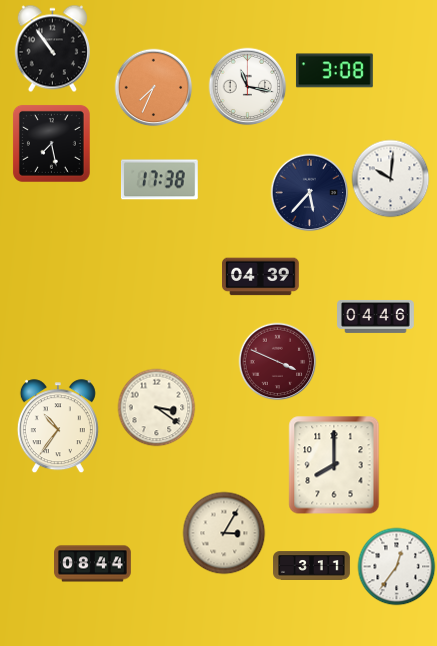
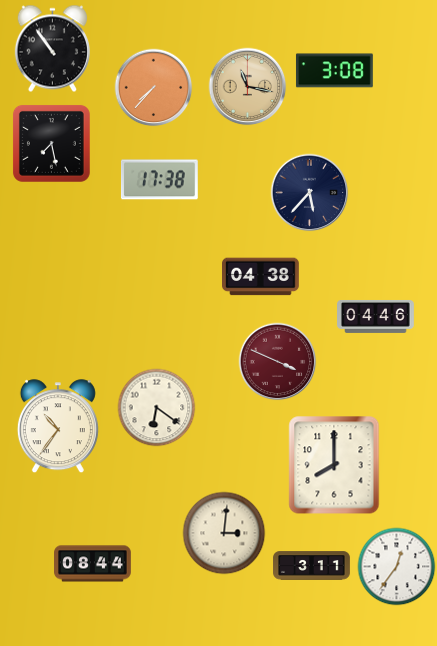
clock at (247, 86) dial: white -> champagne
clock at (153, 87): 7:34 -> 7:37
clock at (390, 178): 10:01 -> none
clock at (261, 277): 04:39 -> 04:38
clock at (156, 407): 3:21 -> 6:21
clock at (224, 533): 3:05 -> 3:01
